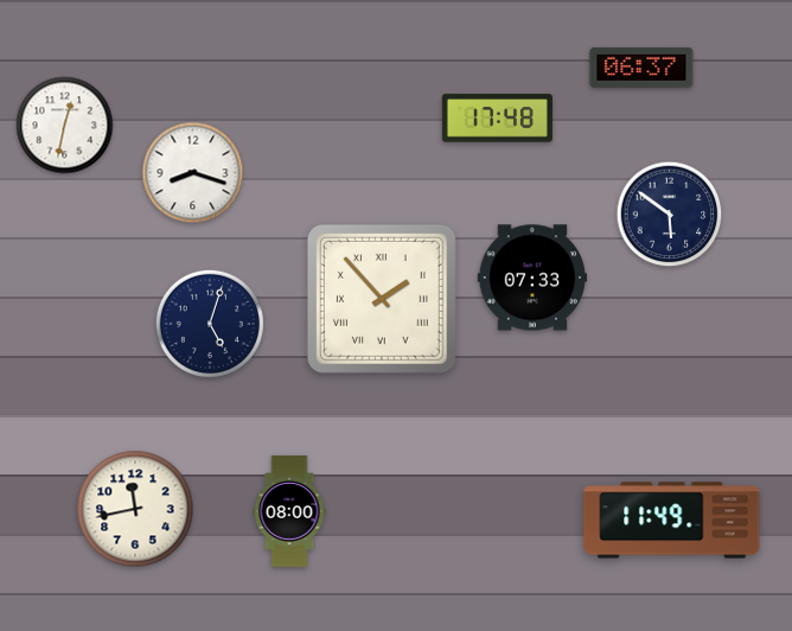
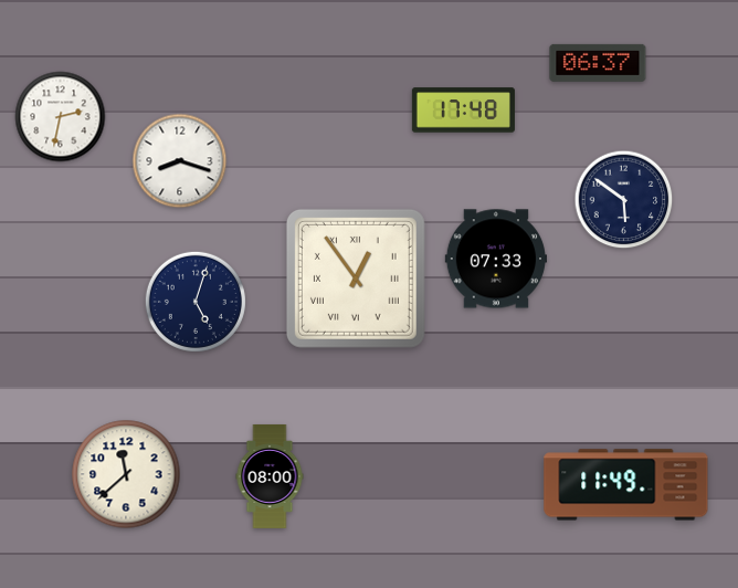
clock at (65, 126): 12:32 -> 2:32
clock at (382, 299): 1:53 -> 12:54
clock at (135, 509): 11:43 -> 11:38
